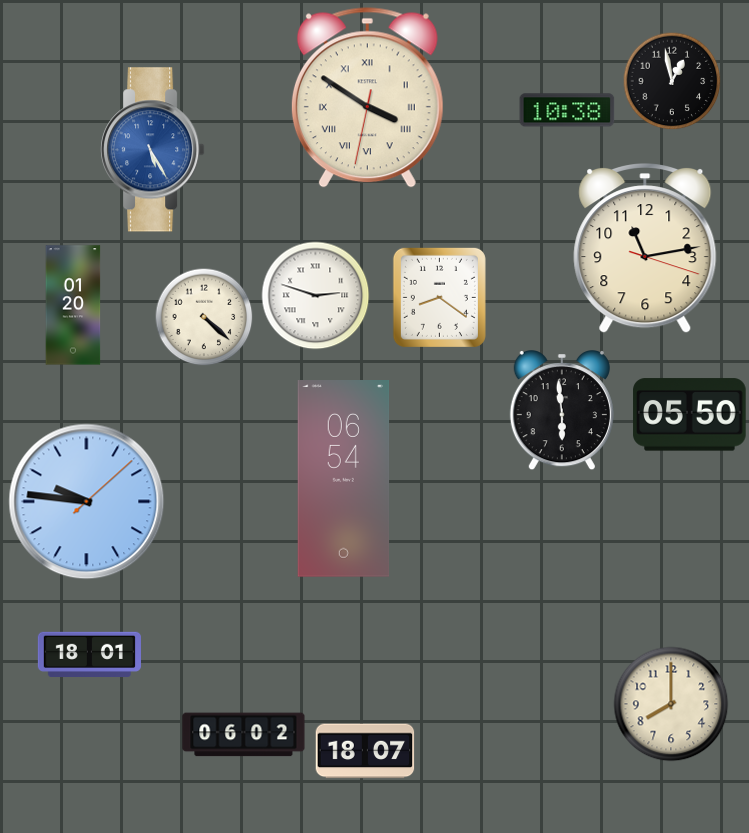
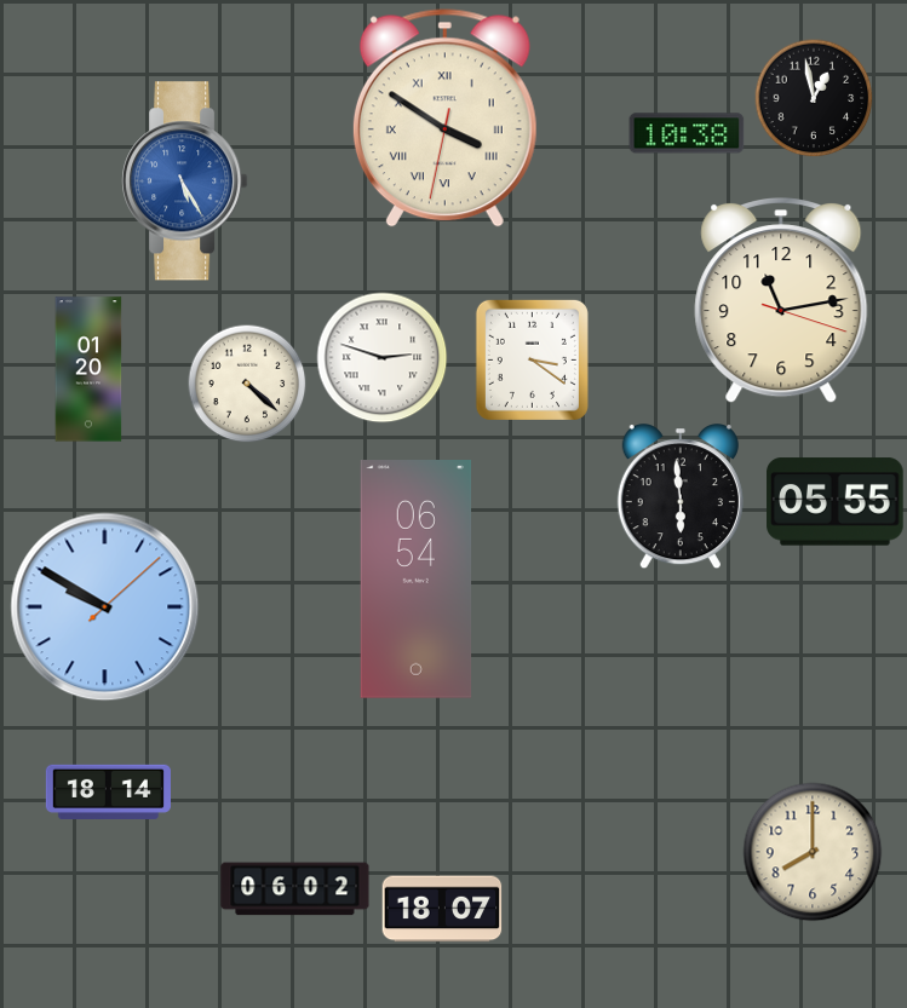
clock at (439, 297): 8:21 -> 3:21
clock at (690, 415): 05:50 -> 05:55
clock at (87, 502): 9:46 -> 9:50
clock at (89, 655): 18:01 -> 18:14
